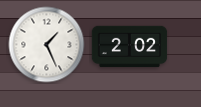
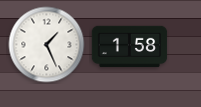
clock at (130, 47): 2:02 -> 1:58
